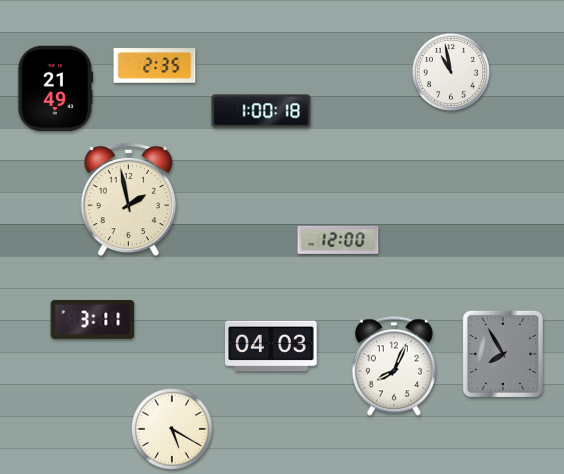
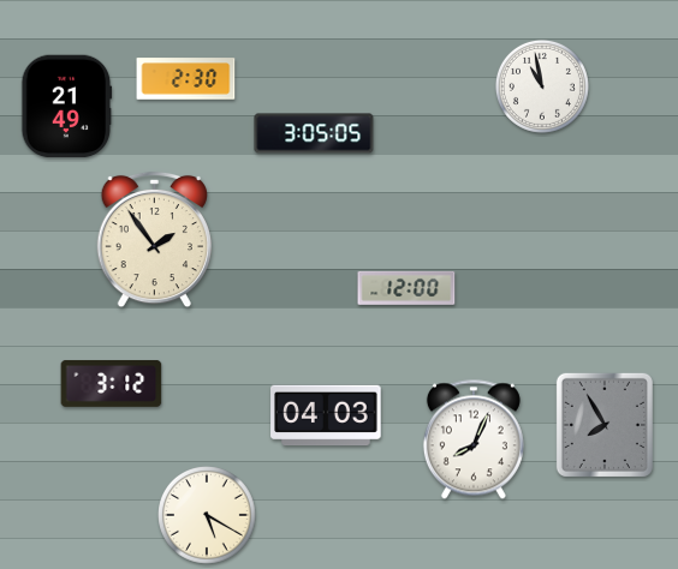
clock at (155, 66): 2:35 -> 2:30
clock at (261, 111): 1:00 -> 3:05
clock at (128, 200): 1:58 -> 1:54
clock at (93, 319): 3:11 -> 3:12
